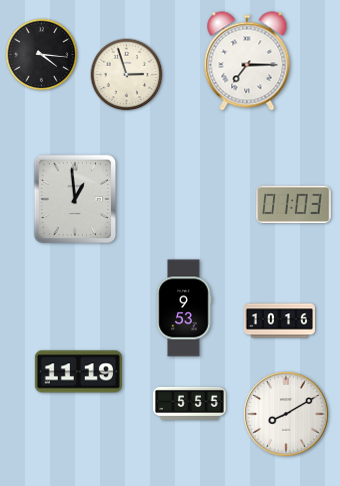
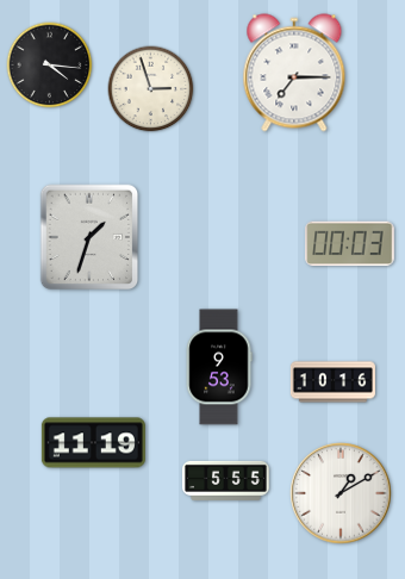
clock at (75, 199): 12:59 -> 1:33
clock at (294, 205): 01:03 -> 00:03
clock at (286, 414): 8:10 -> 1:10
